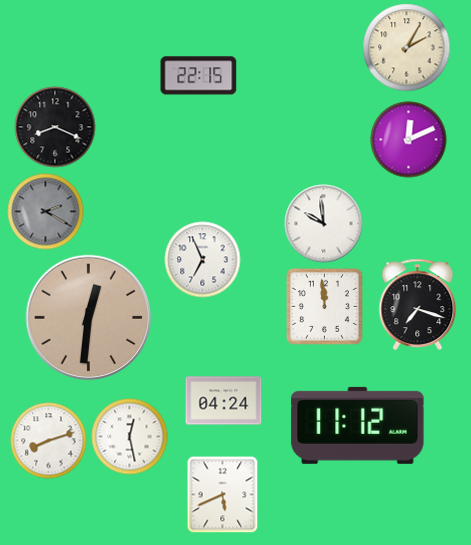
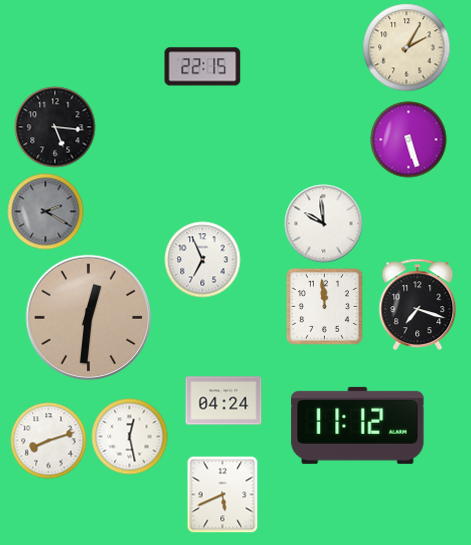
clock at (199, 76) position: (199, 76) -> (203, 67)
clock at (55, 127): 8:19 -> 5:16
clock at (409, 140): 12:11 -> 5:27
